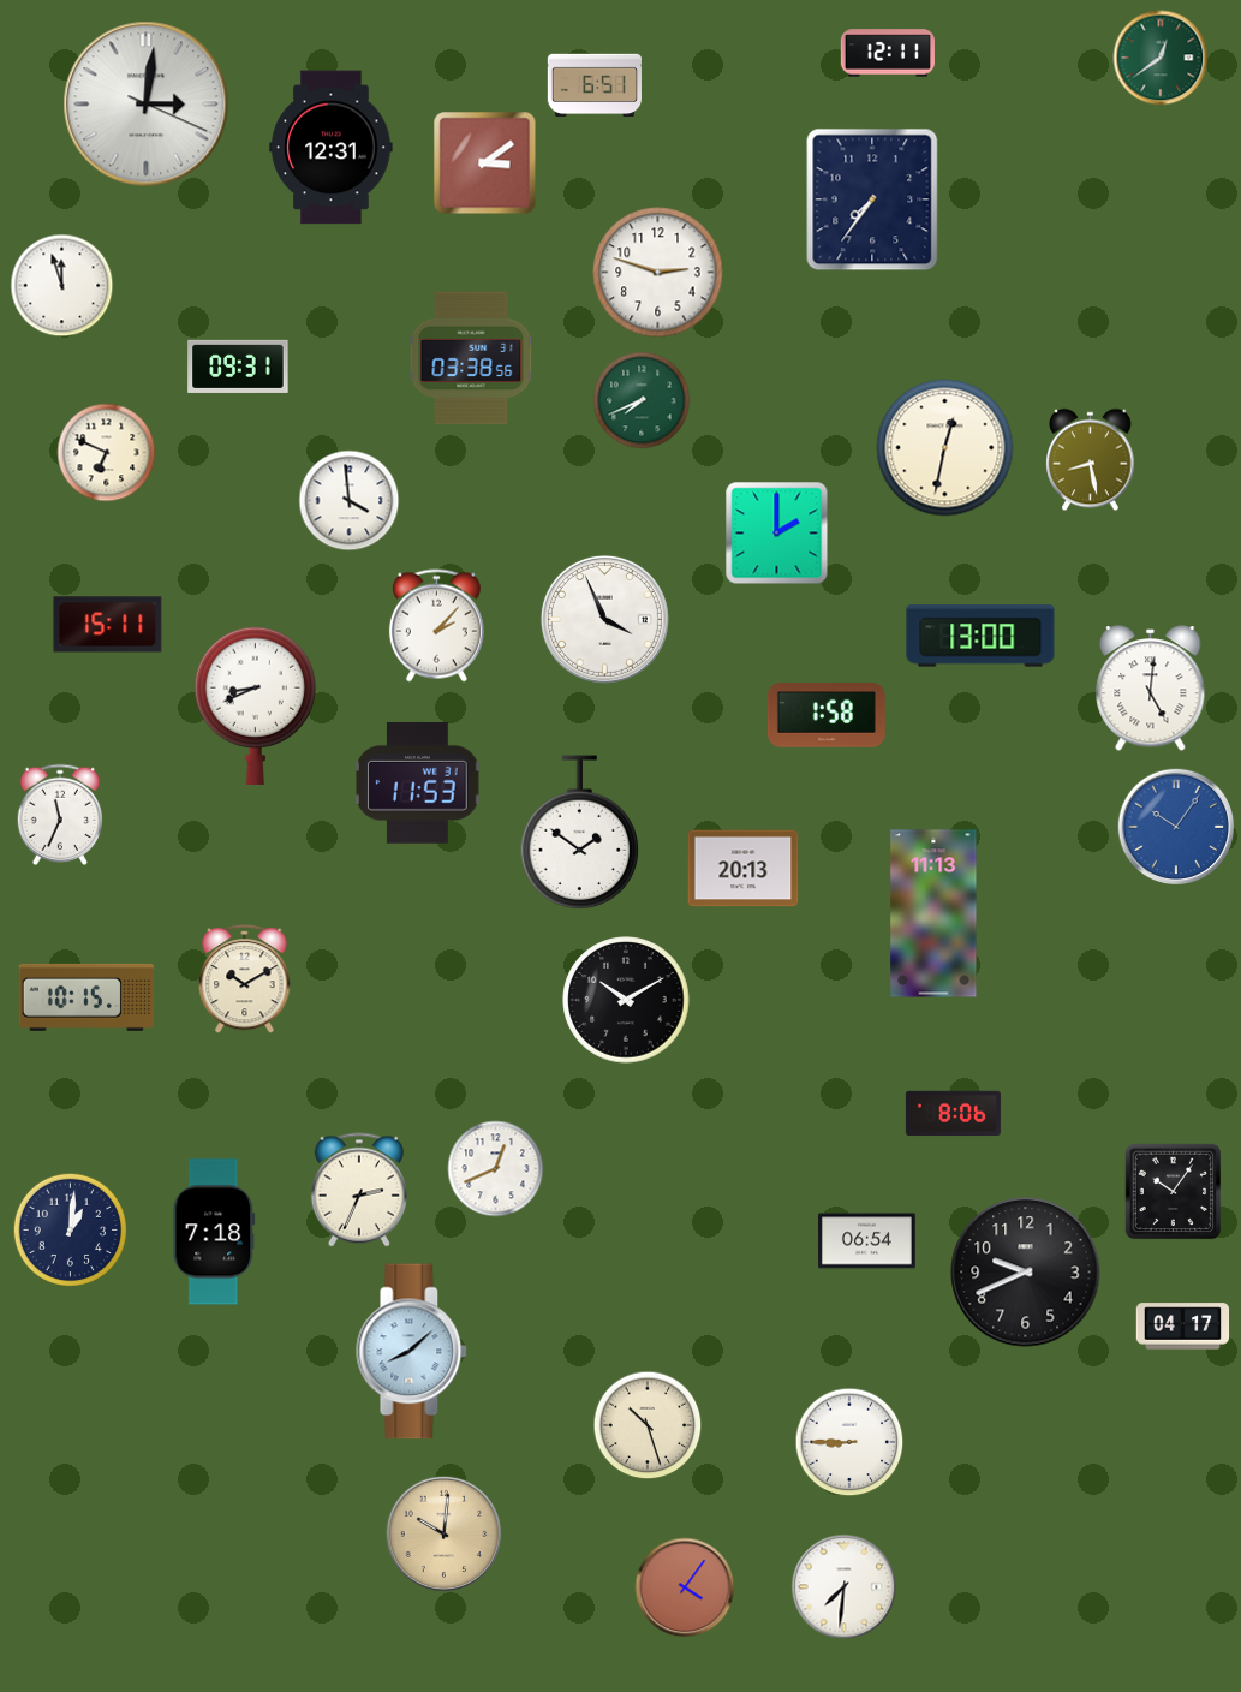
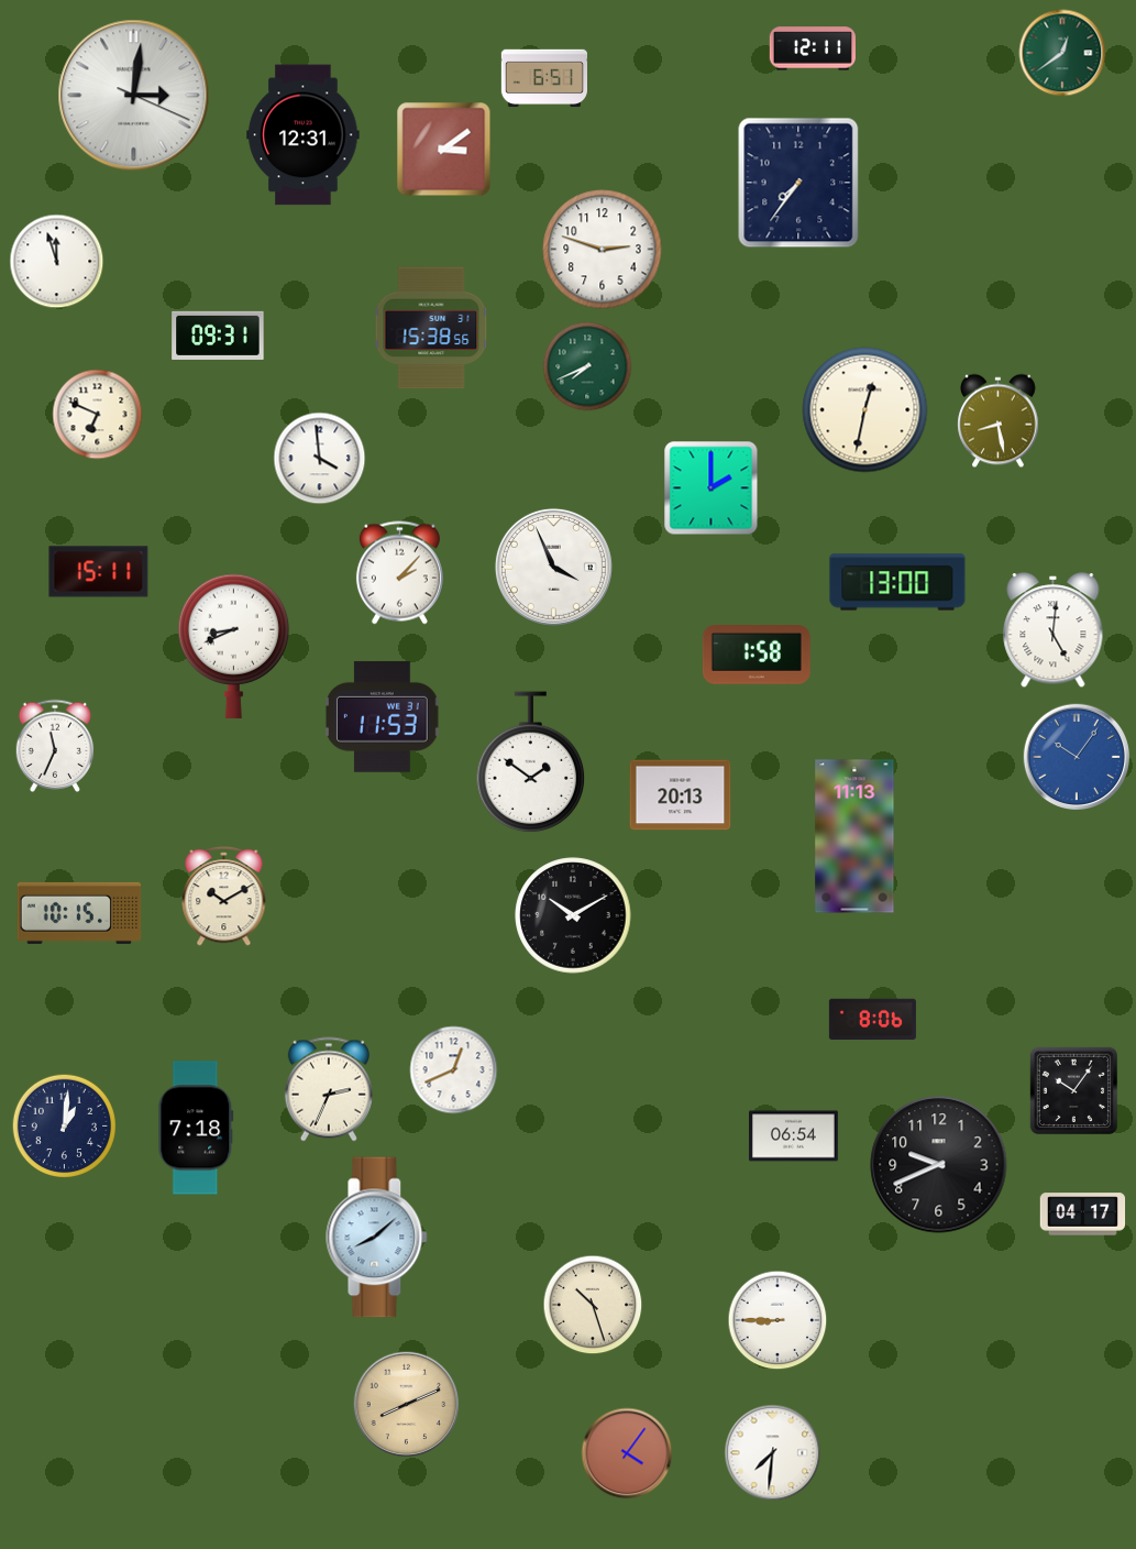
clock at (471, 358): 03:38 -> 15:38
clock at (445, 1535): 10:01 -> 8:11
